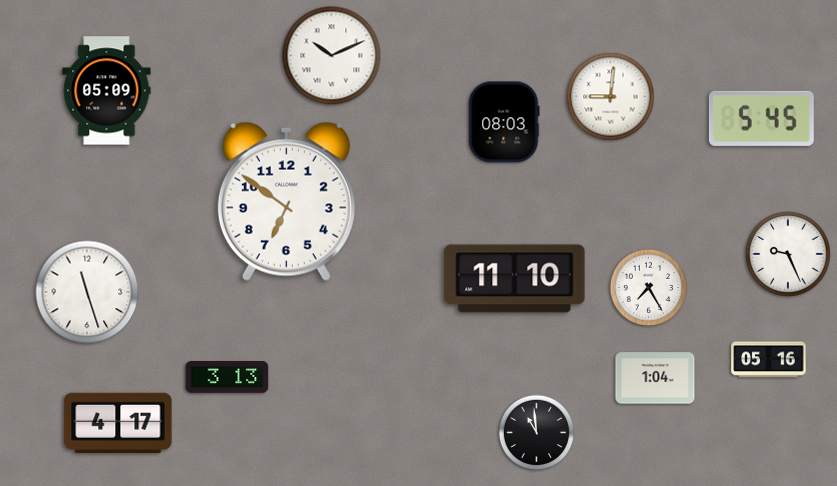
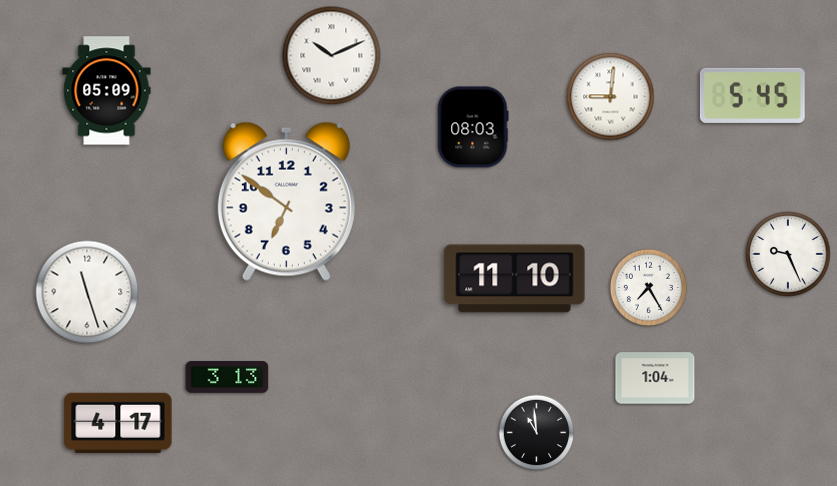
clock at (761, 118) position: (761, 118) -> (752, 95)
clock at (504, 122) position: (504, 122) -> (473, 127)
clock at (769, 360): 05:16 -> none
